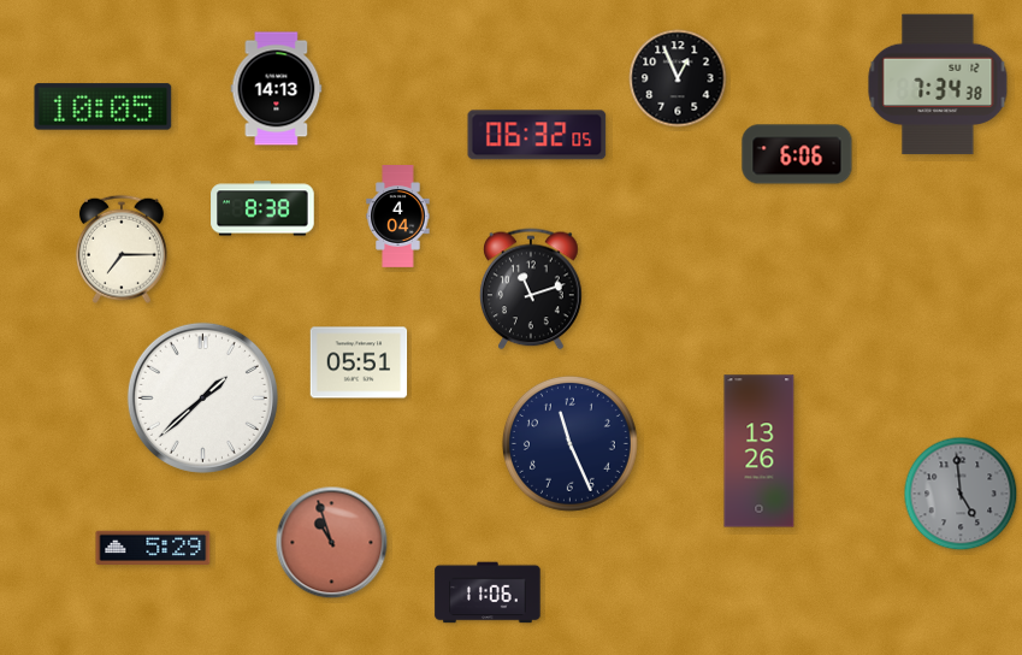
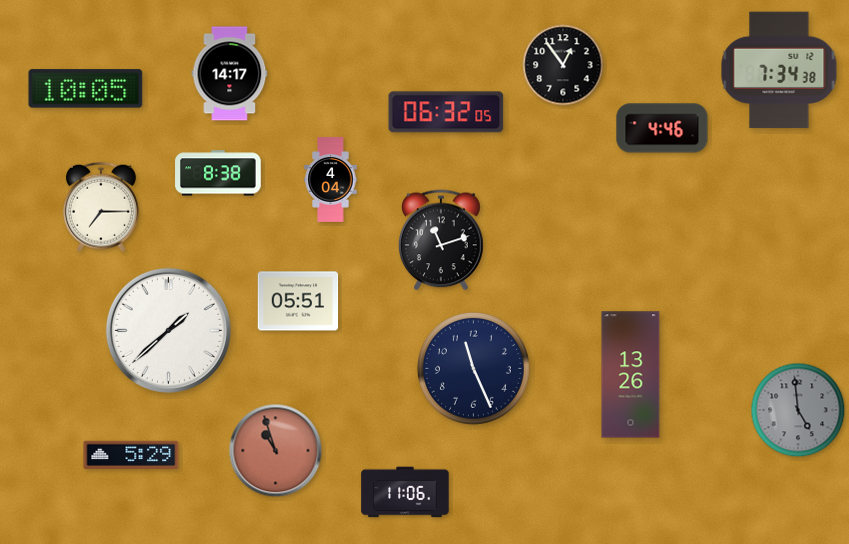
clock at (678, 78): 12:56 -> 12:54
clock at (277, 89): 14:13 -> 14:17
clock at (797, 154): 6:06 -> 4:46
clock at (153, 548) position: (153, 548) -> (131, 455)
